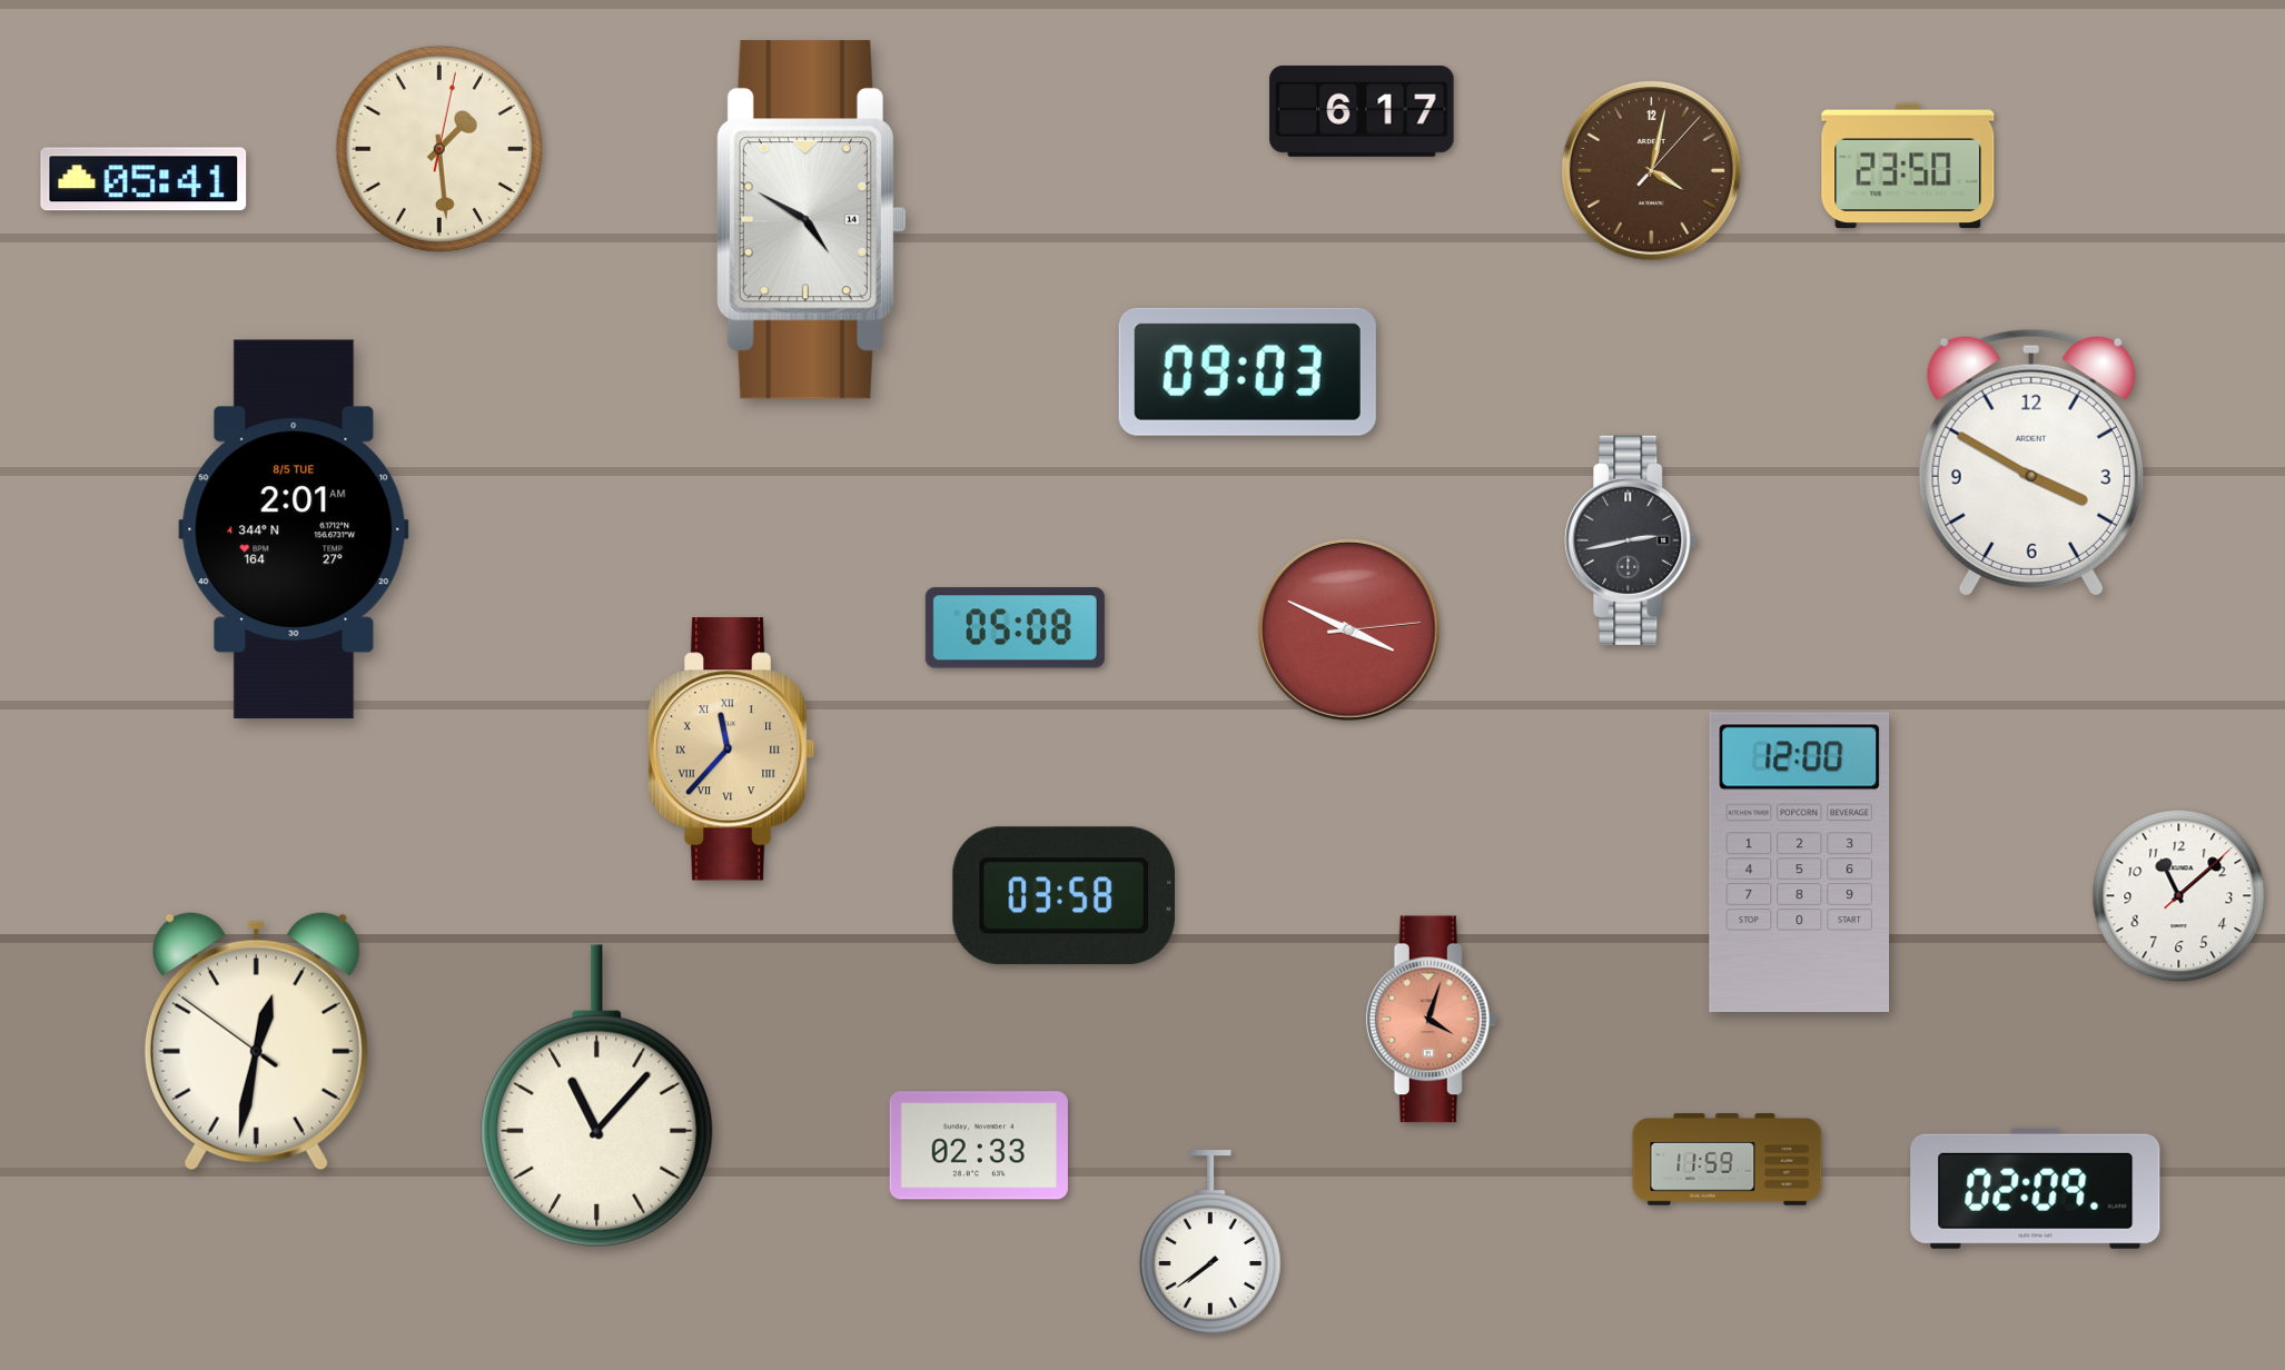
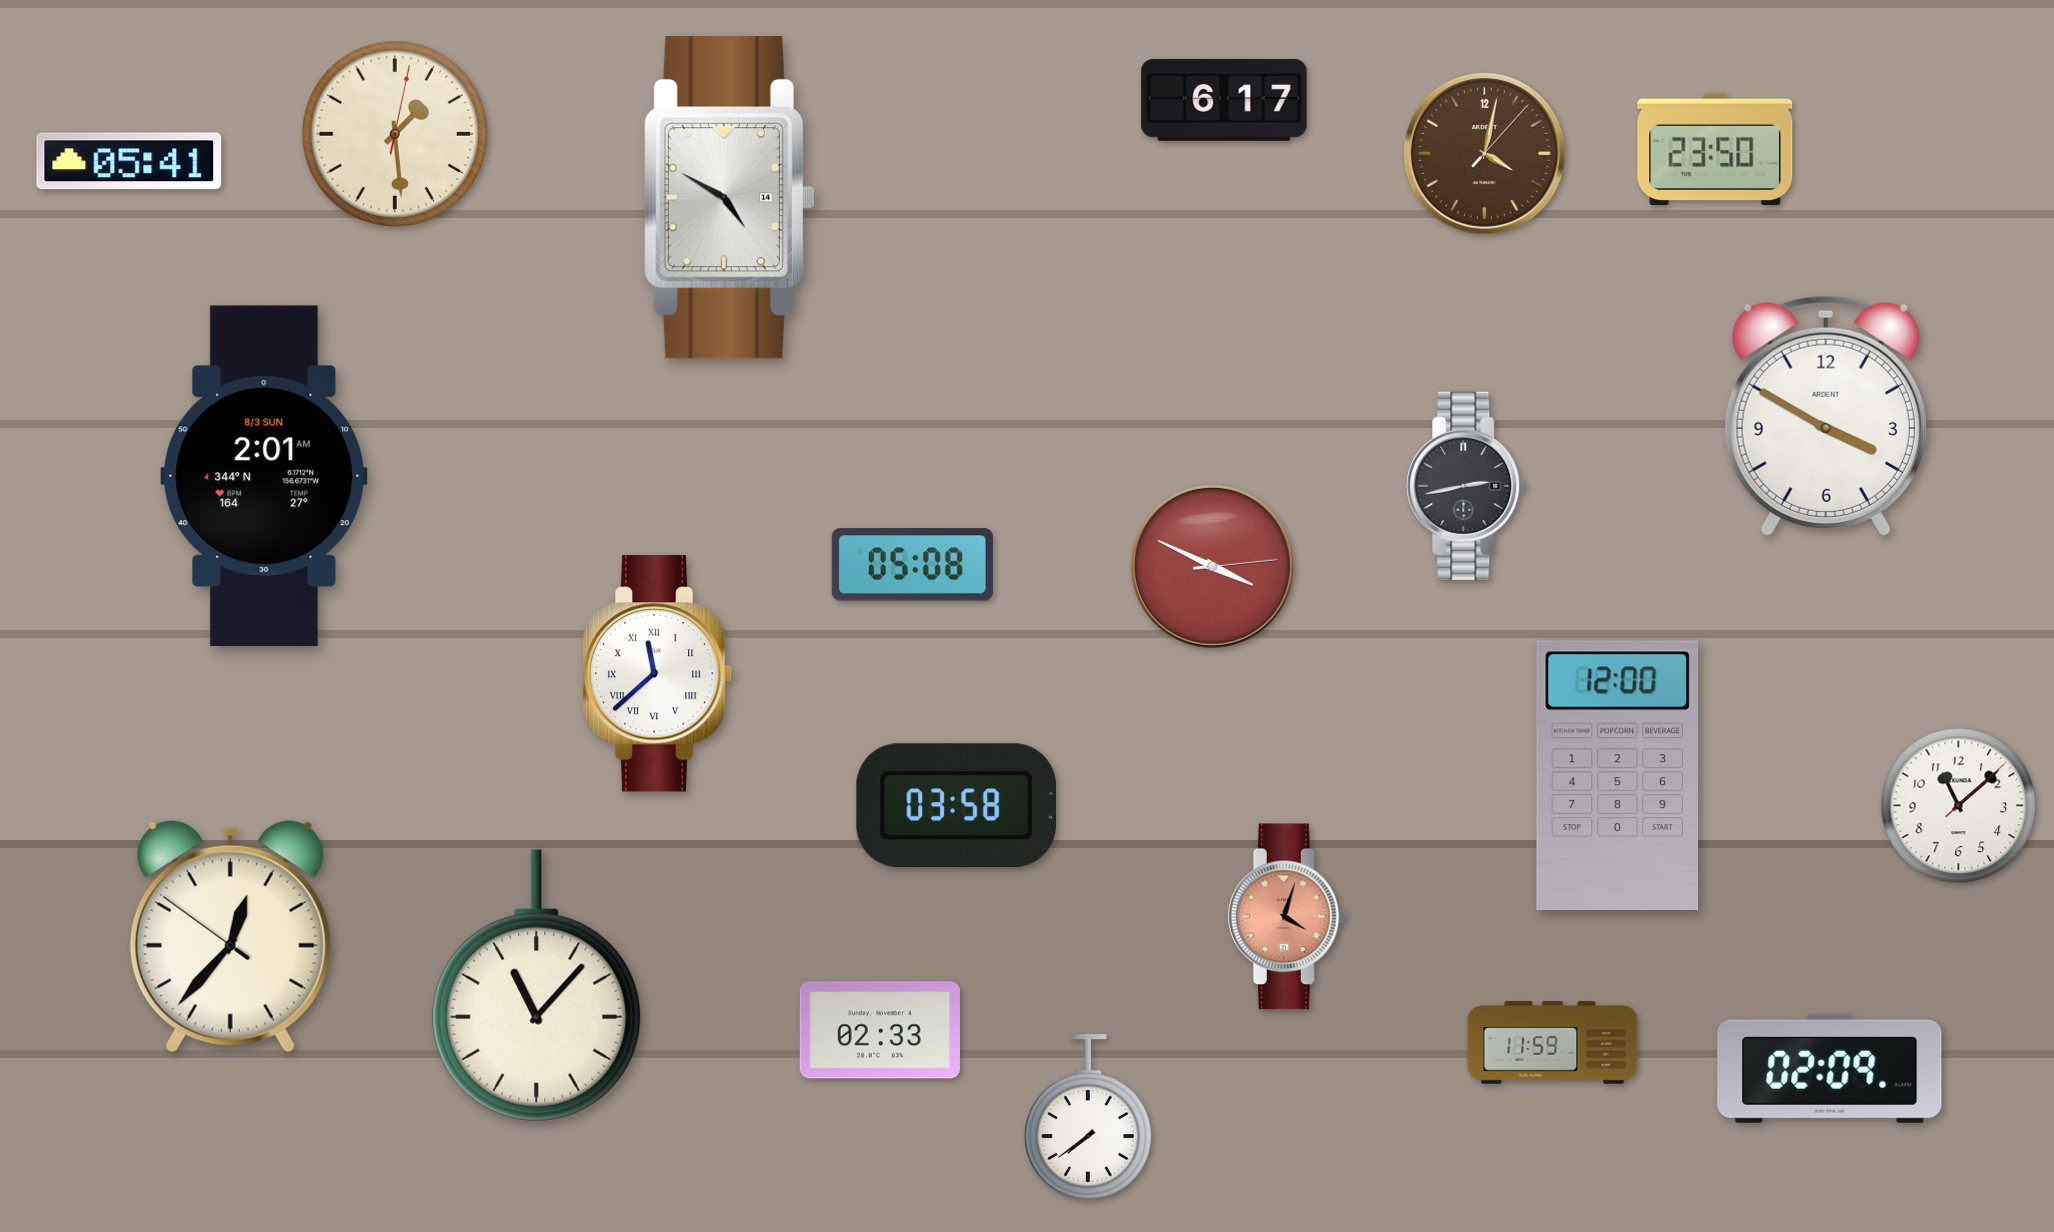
clock at (1247, 371): 09:03 -> none
clock at (294, 529) date: 8/5 TUE -> 8/3 SUN
clock at (732, 749): 11:37 -> 11:38
clock at (732, 749) dial: champagne -> white
clock at (256, 1041): 12:31 -> 12:36
